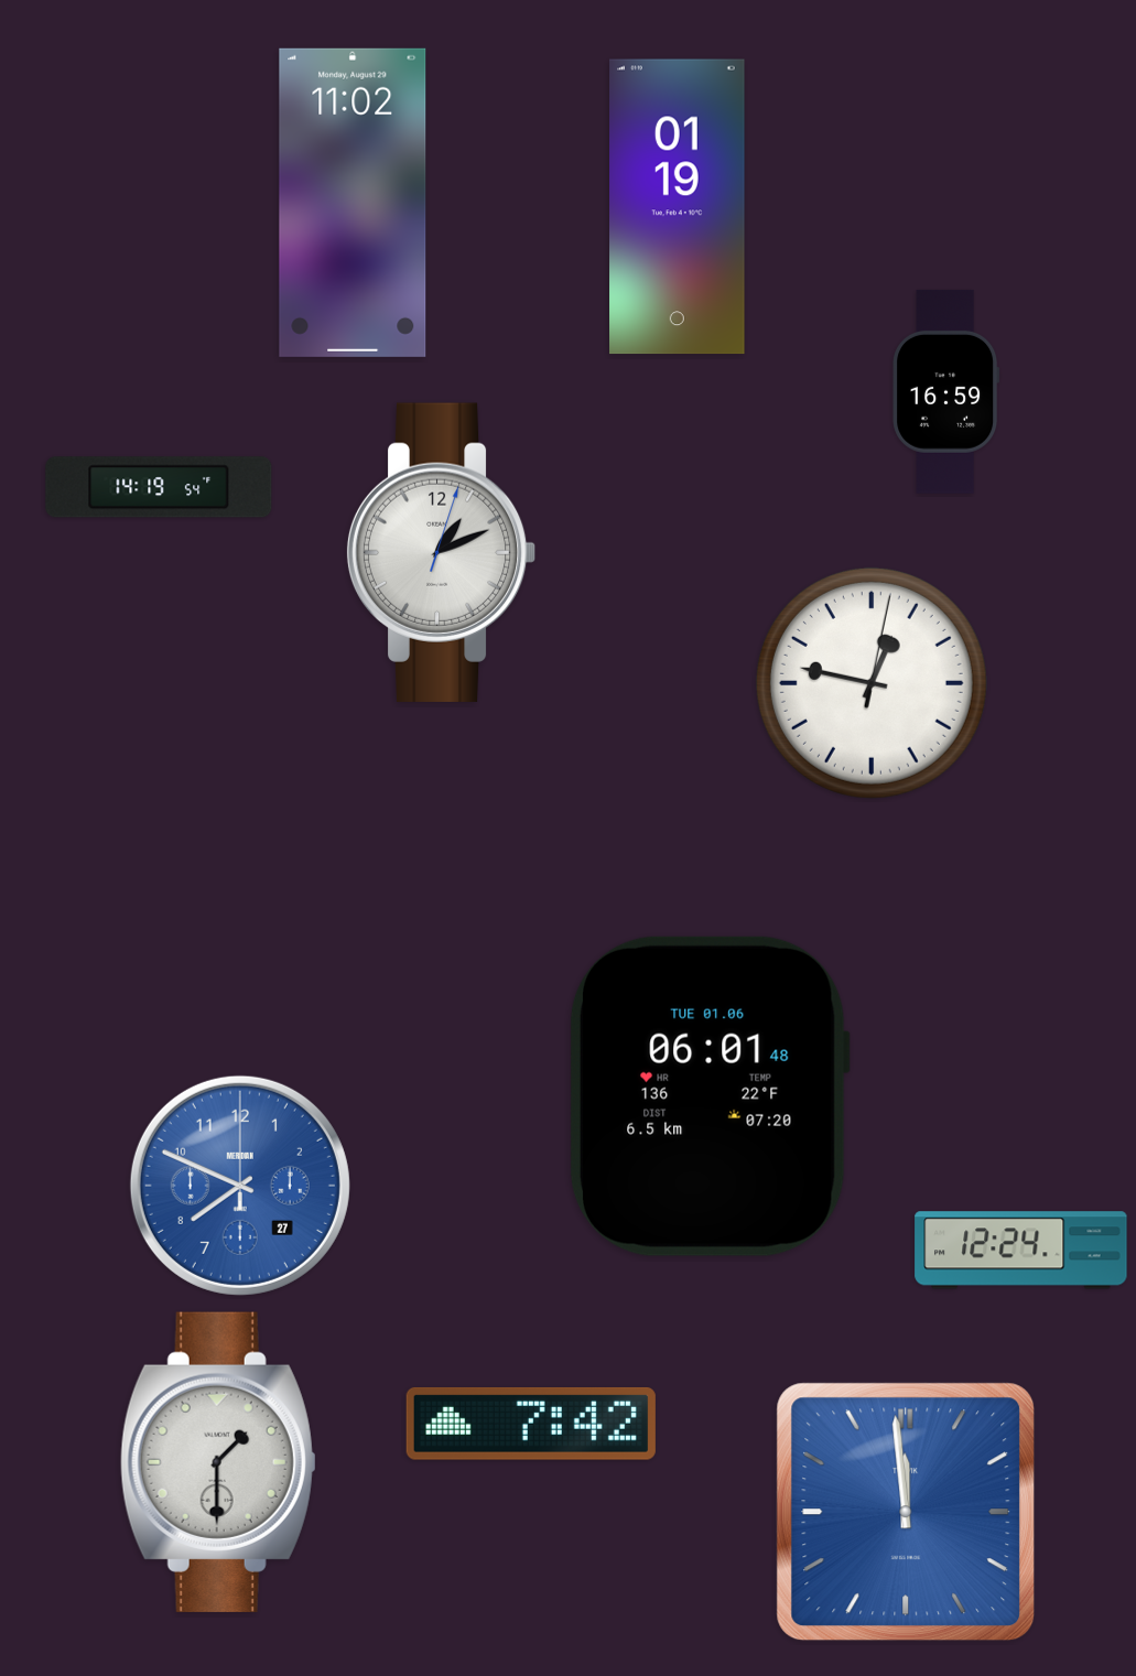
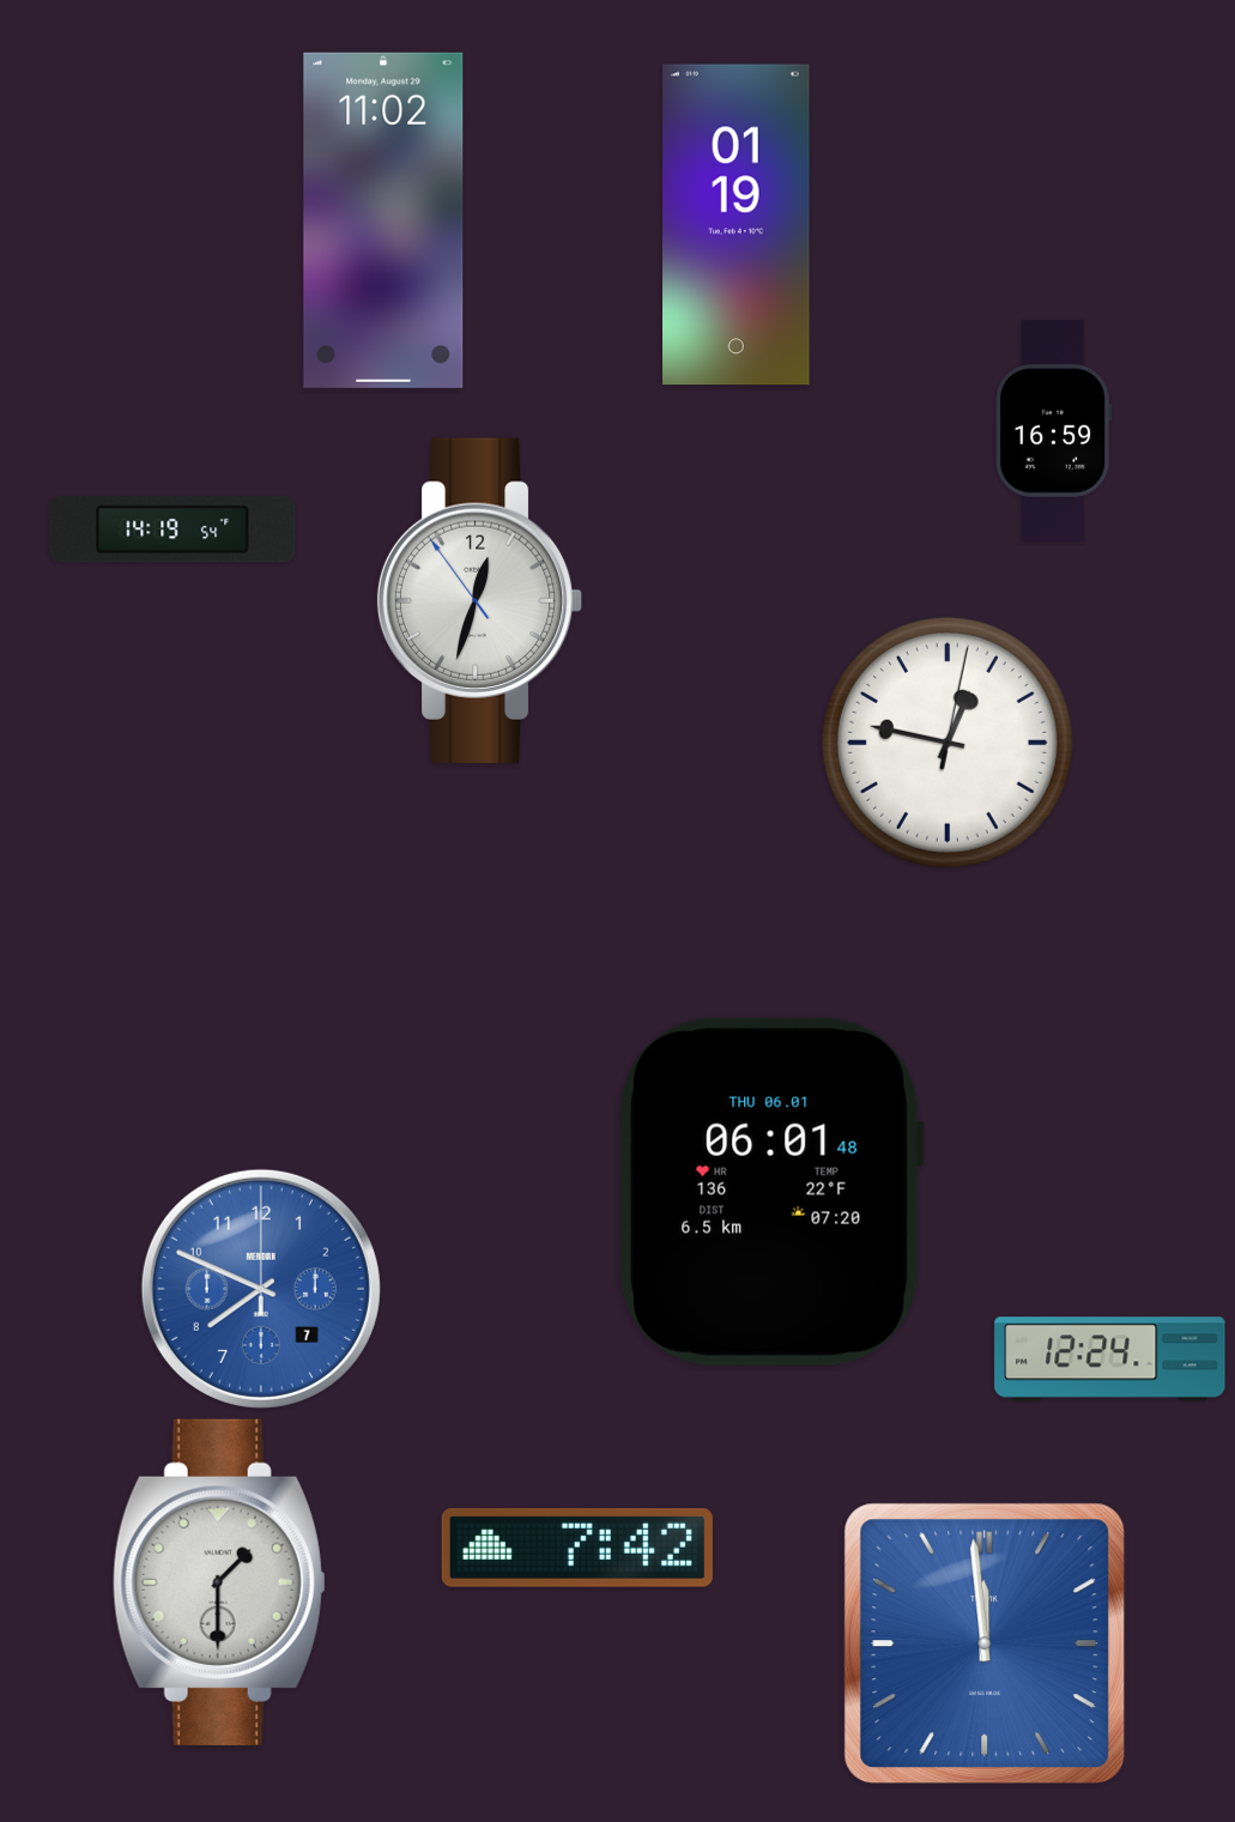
clock at (946, 391) position: (946, 391) -> (1054, 430)
clock at (441, 552): 1:11 -> 12:32
clock at (708, 1096) date: TUE 01.06 -> THU 06.01
clock at (240, 1186) date: 27 -> 7
clock at (218, 1462) position: (218, 1462) -> (219, 1582)
